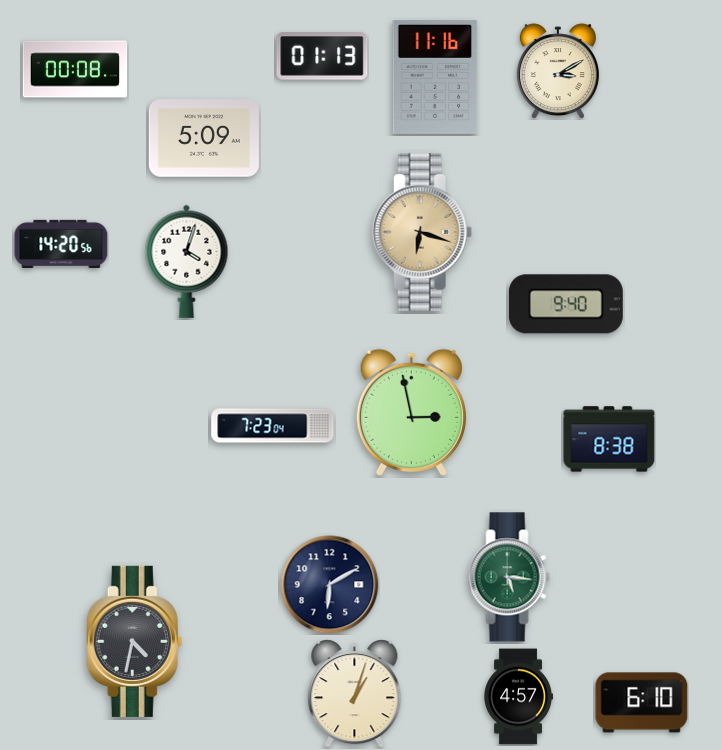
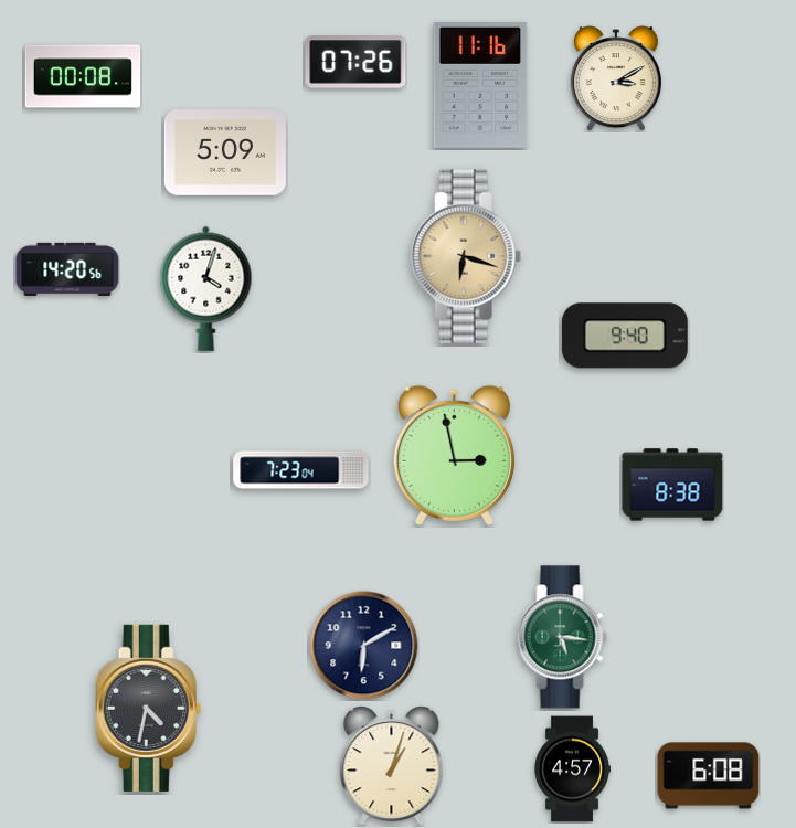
clock at (322, 56): 01:13 -> 07:26
clock at (642, 703): 6:10 -> 6:08
